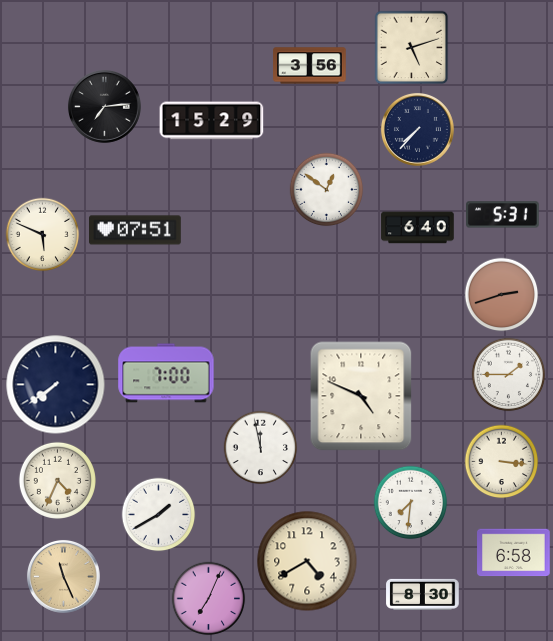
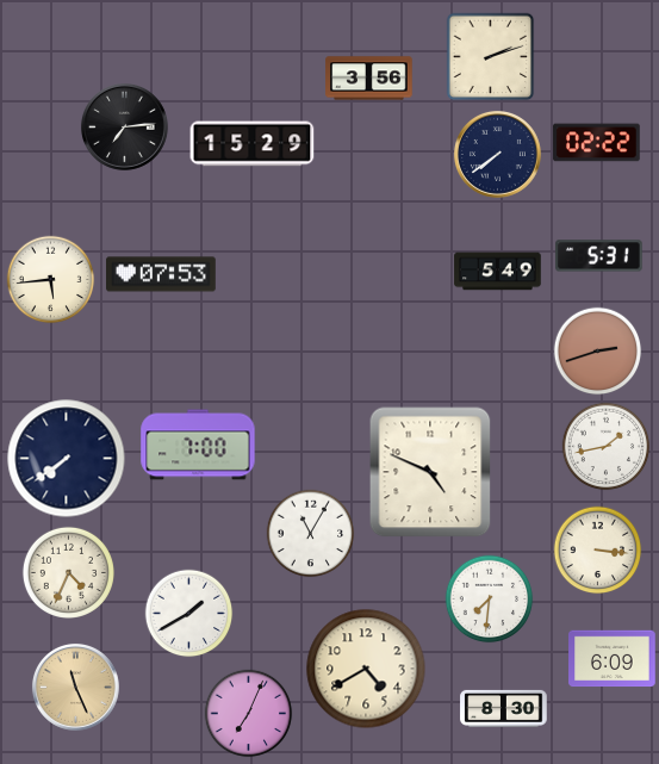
clock at (412, 48): 5:12 -> 2:12
clock at (597, 143): none -> 02:22
clock at (417, 129): 7:37 -> 7:39
clock at (327, 190): 12:51 -> none
clock at (418, 228): 6:40 -> 5:49
clock at (136, 230): 07:51 -> 07:53
clock at (43, 235): 5:49 -> 5:44
clock at (509, 375): 1:45 -> 1:43
clock at (261, 448): 11:58 -> 11:05
clock at (514, 553): 6:58 -> 6:09
